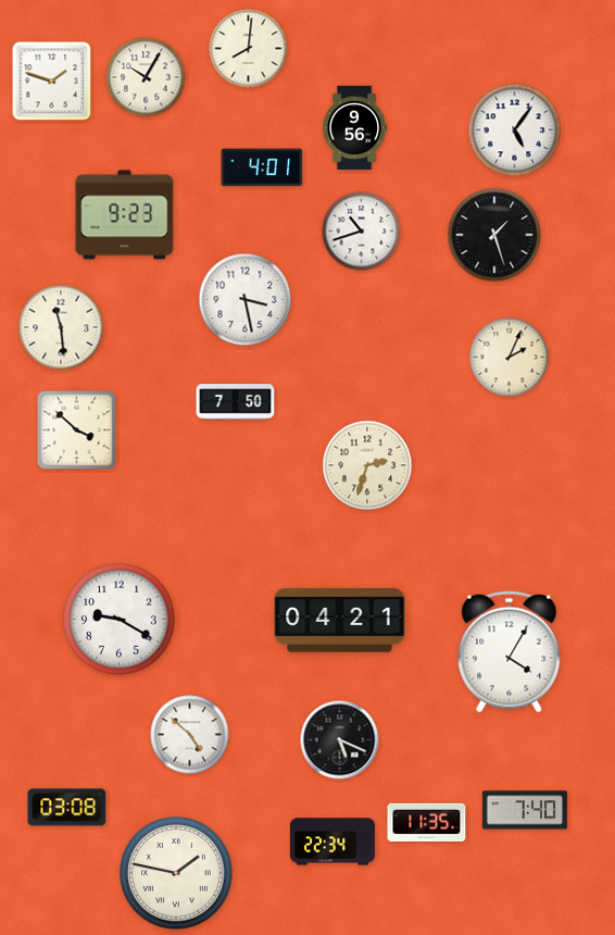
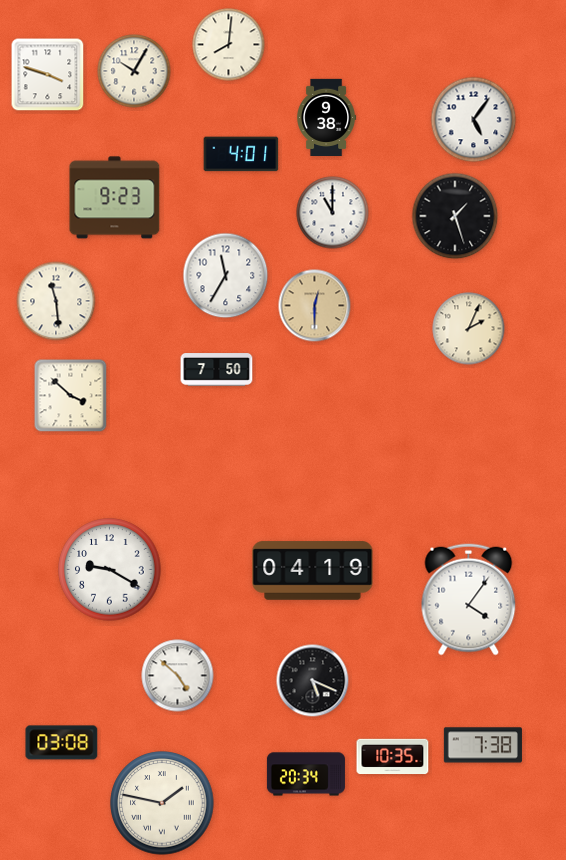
clock at (52, 82): 1:48 -> 3:48
clock at (355, 127): 9:56 -> 9:38
clock at (362, 232): 10:42 -> 11:00
clock at (246, 300): 3:28 -> 11:35
clock at (315, 306): none -> 12:30
clock at (367, 465): 2:33 -> none
clock at (340, 621): 04:21 -> 04:19
clock at (510, 652): 4:05 -> 4:06
clock at (190, 735) position: (190, 735) -> (178, 676)
clock at (525, 810): 7:40 -> 7:38
clock at (427, 823): 11:35 -> 10:35
clock at (332, 841): 22:34 -> 20:34
